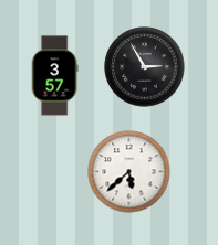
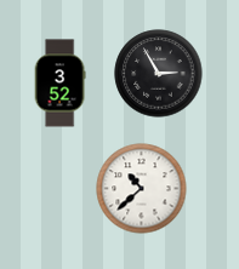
clock at (54, 76): 3:57 -> 3:52
clock at (129, 172): 5:38 -> 10:38
